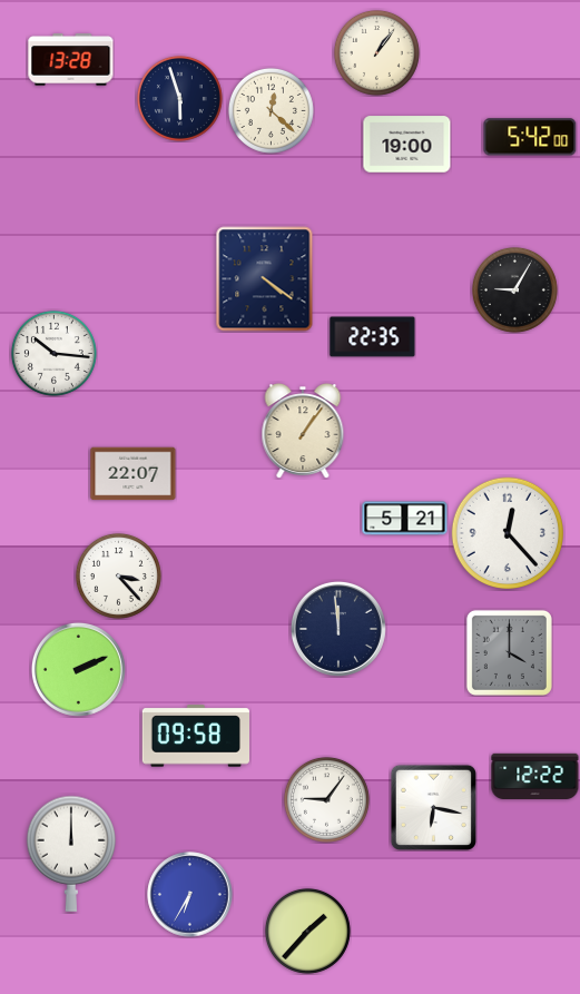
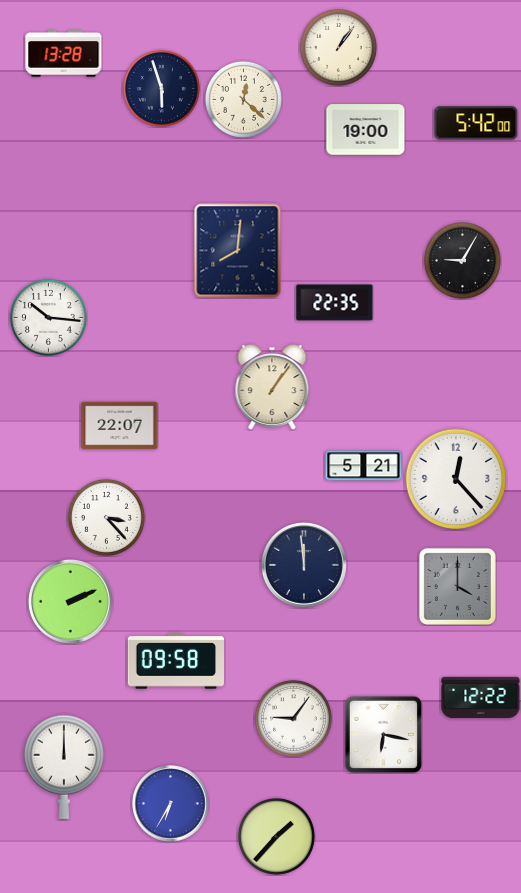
clock at (265, 279): 4:21 -> 8:01
clock at (433, 807) position: (433, 807) -> (383, 734)
